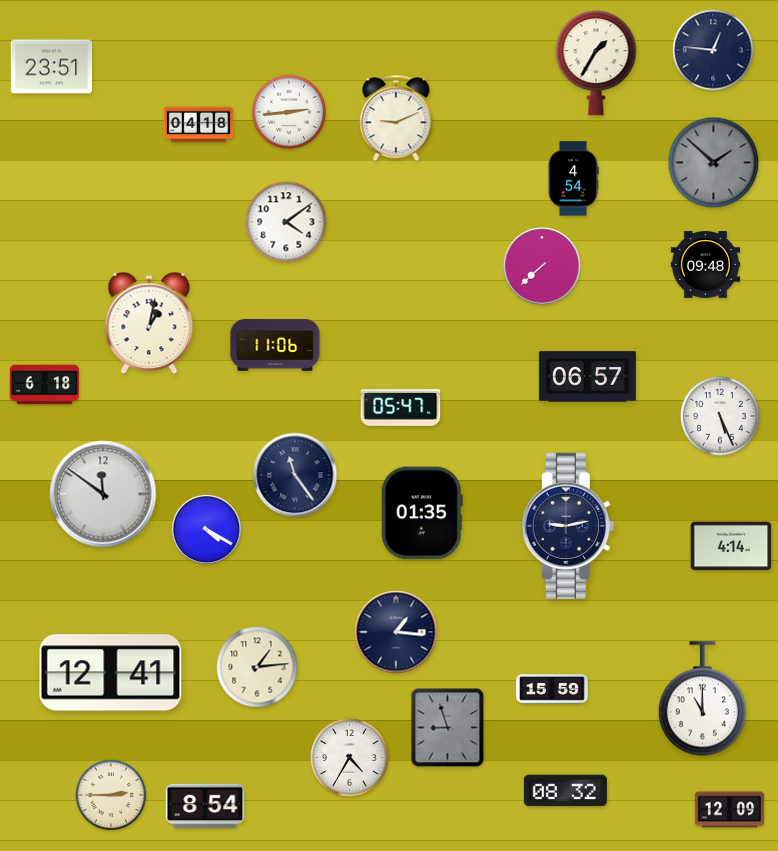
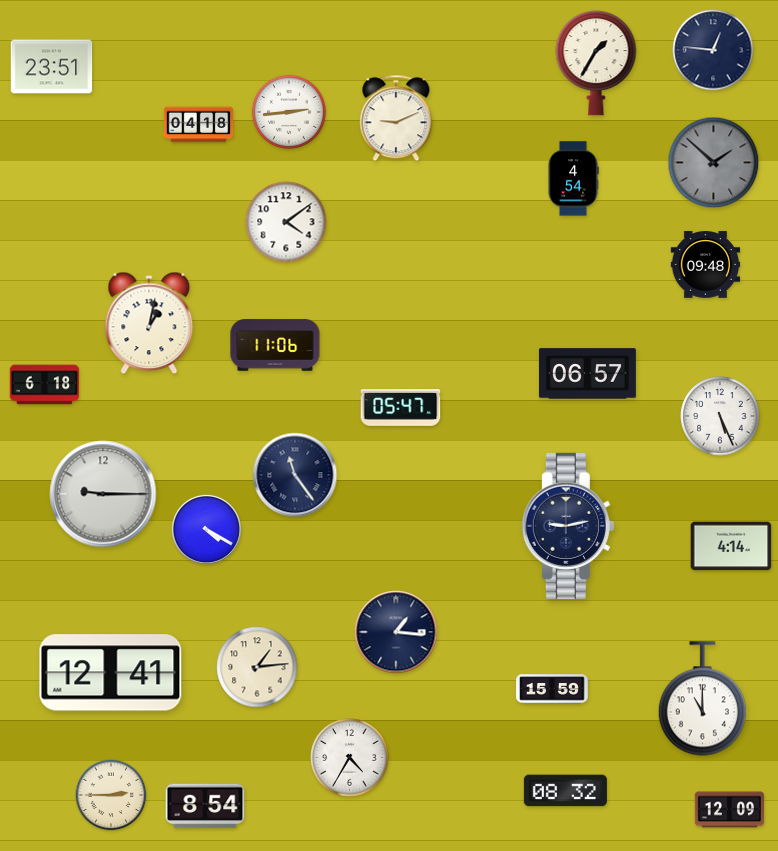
clock at (542, 266): 7:38 -> none
clock at (587, 377) position: (587, 377) -> (587, 374)
clock at (103, 494): 11:51 -> 9:15
clock at (422, 513): 01:35 -> none
clock at (448, 728): 8:57 -> none
